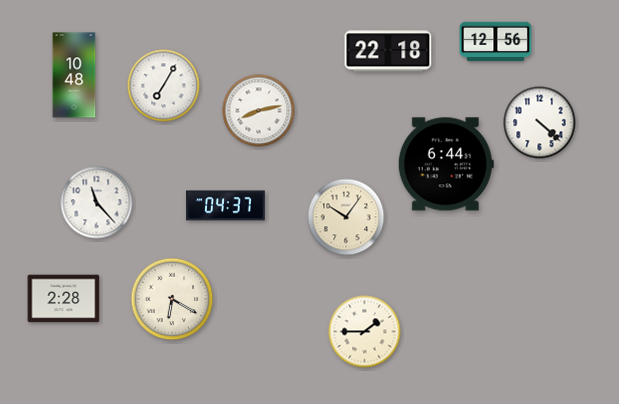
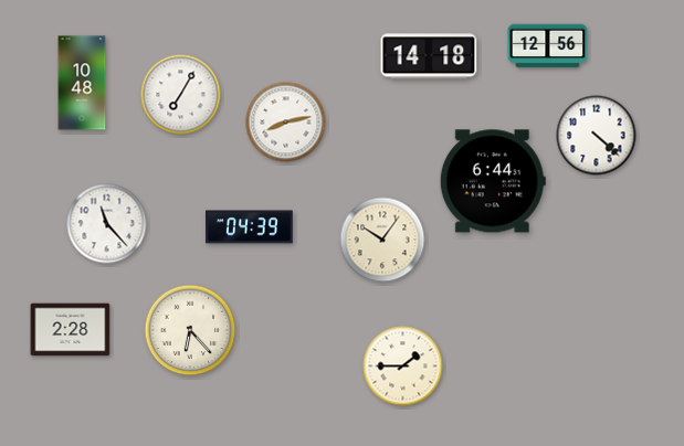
clock at (388, 51): 22:18 -> 14:18
clock at (226, 206): 04:37 -> 04:39
clock at (172, 299): 6:20 -> 6:23
